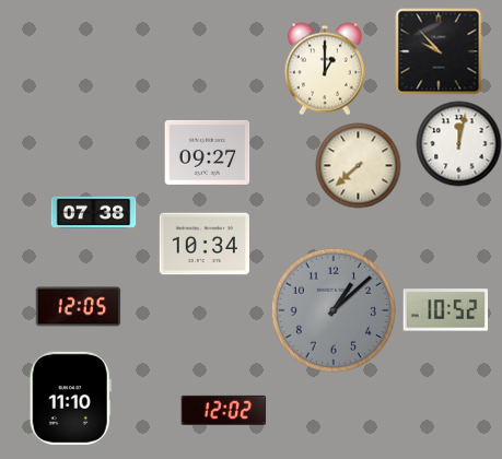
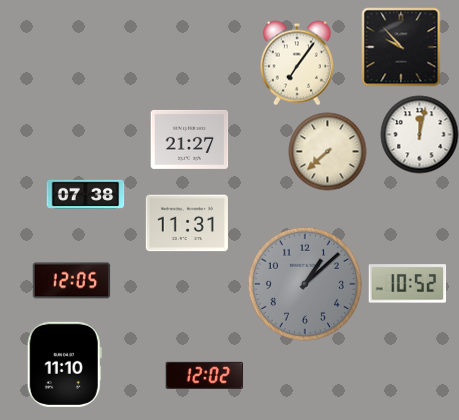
clock at (325, 69): 1:00 -> 7:06
clock at (458, 143) position: (458, 143) -> (419, 134)
clock at (207, 152): 09:27 -> 21:27
clock at (205, 244): 10:34 -> 11:31
